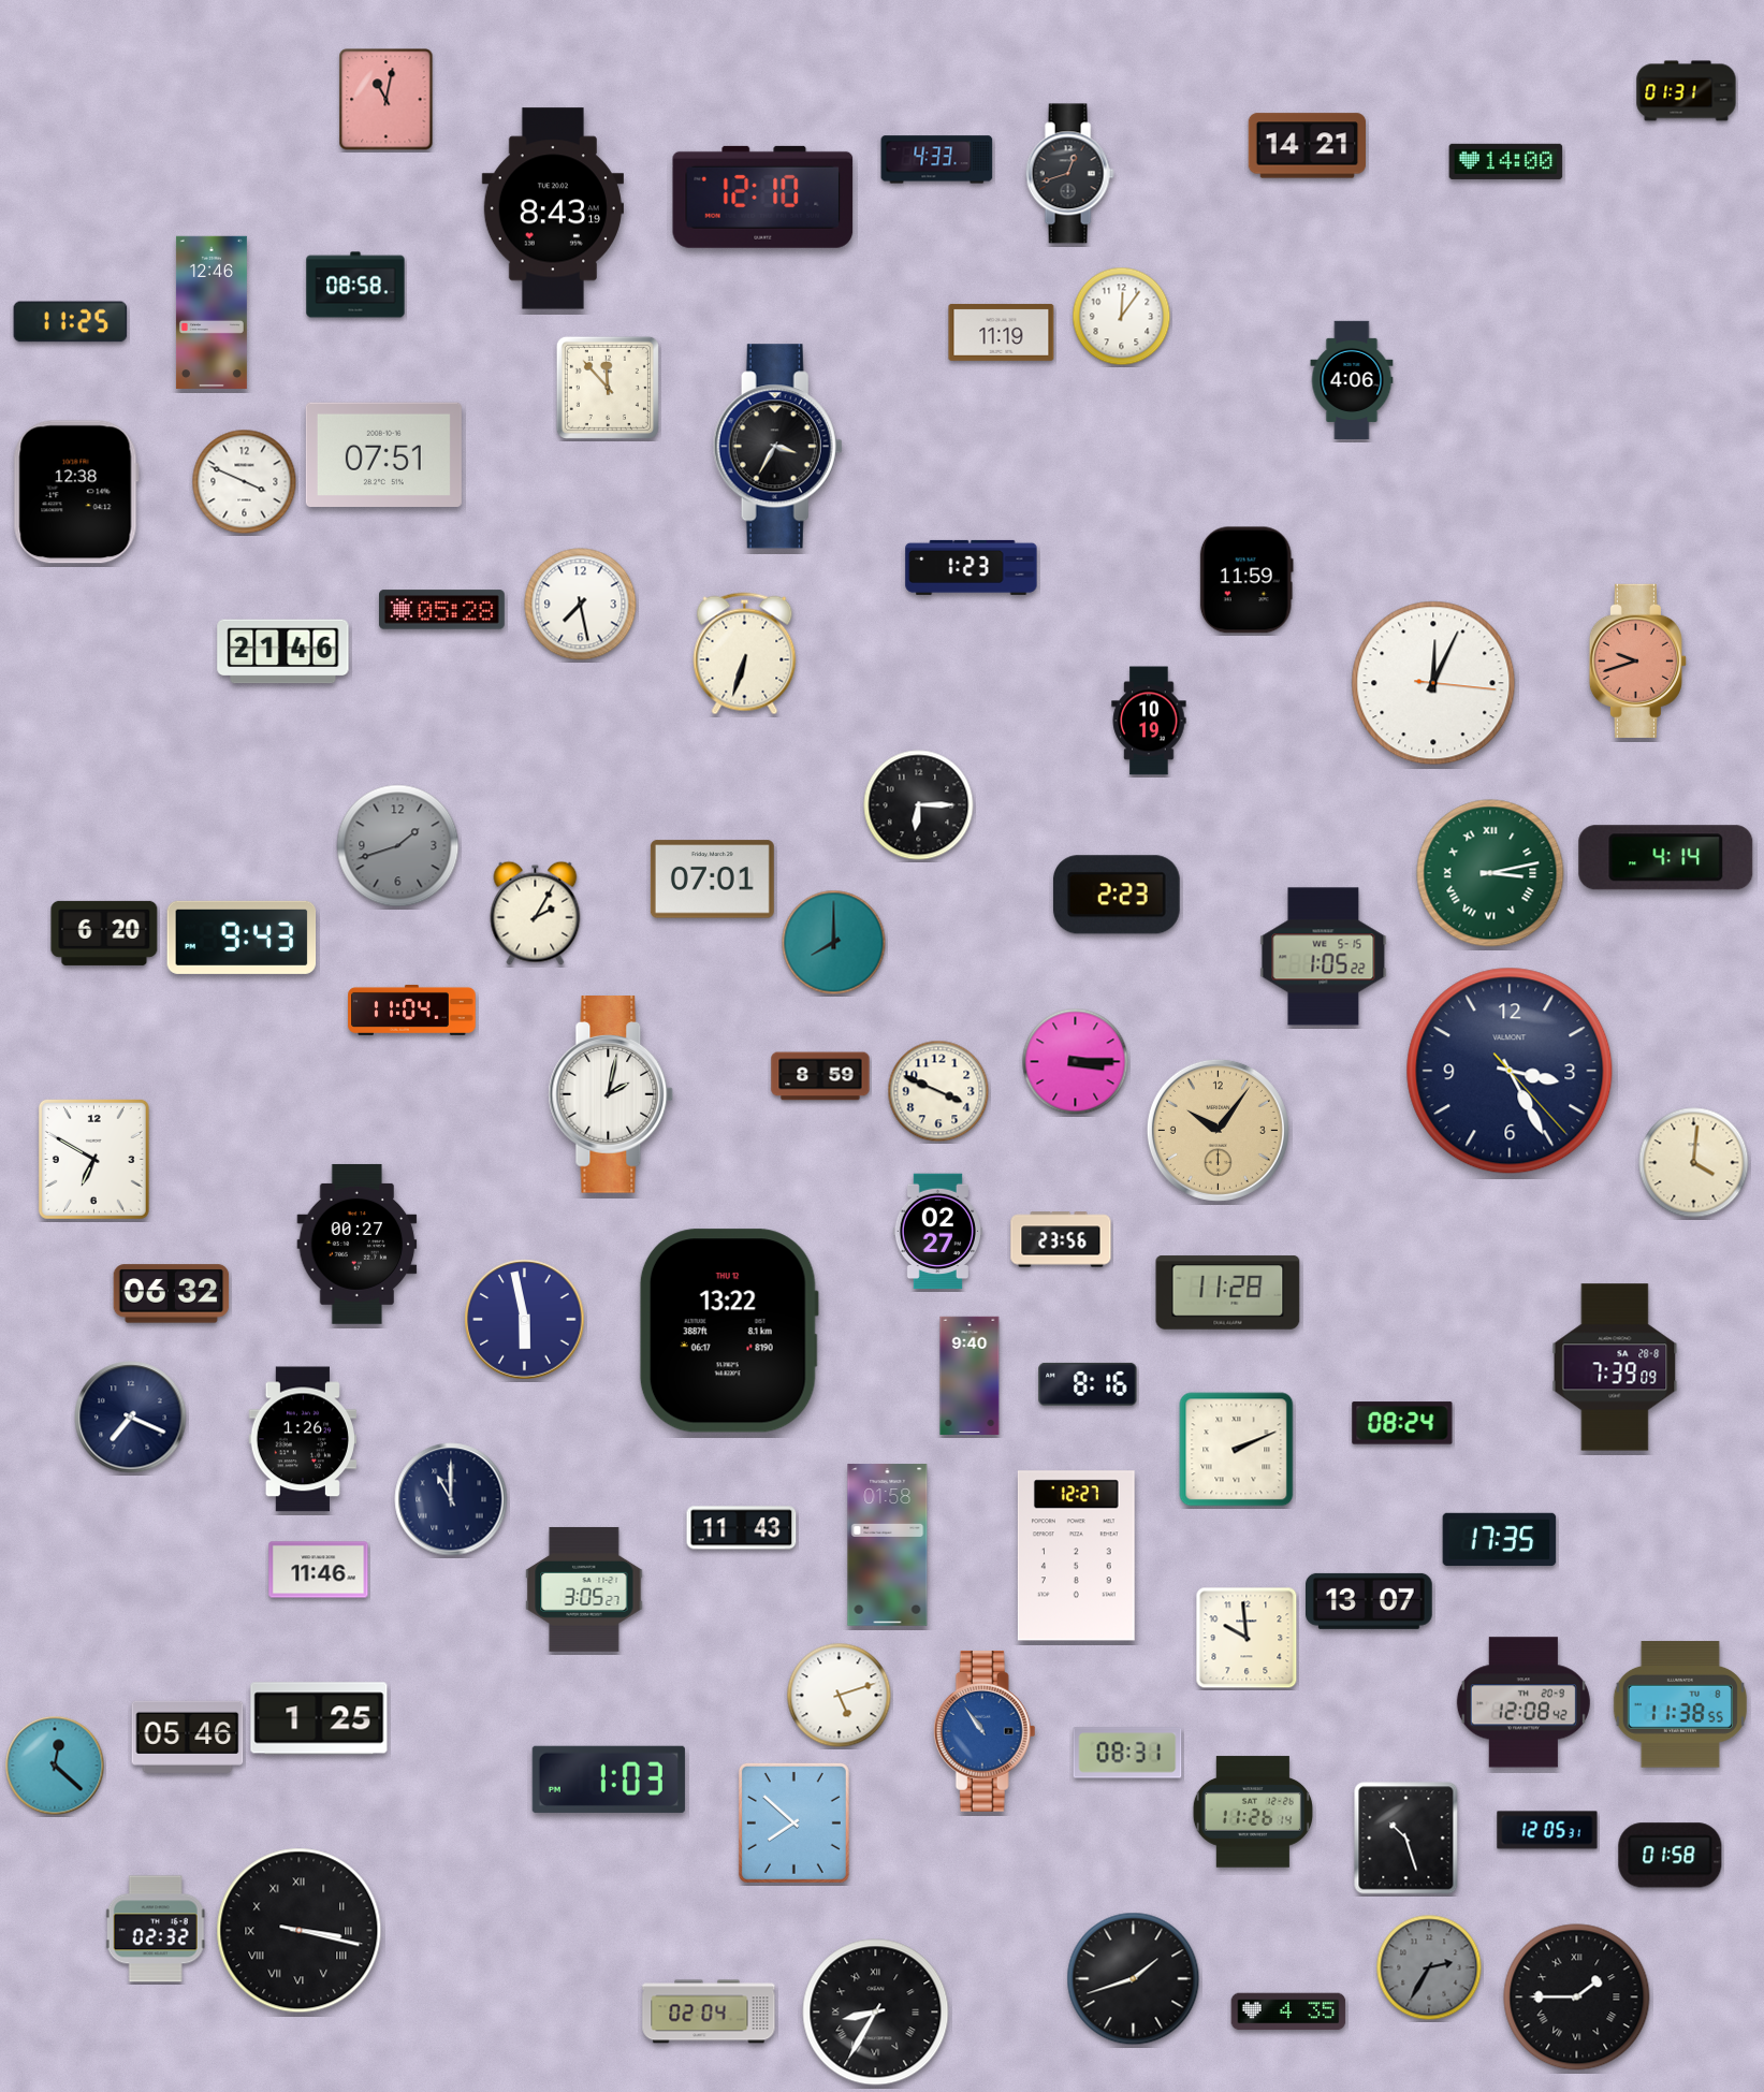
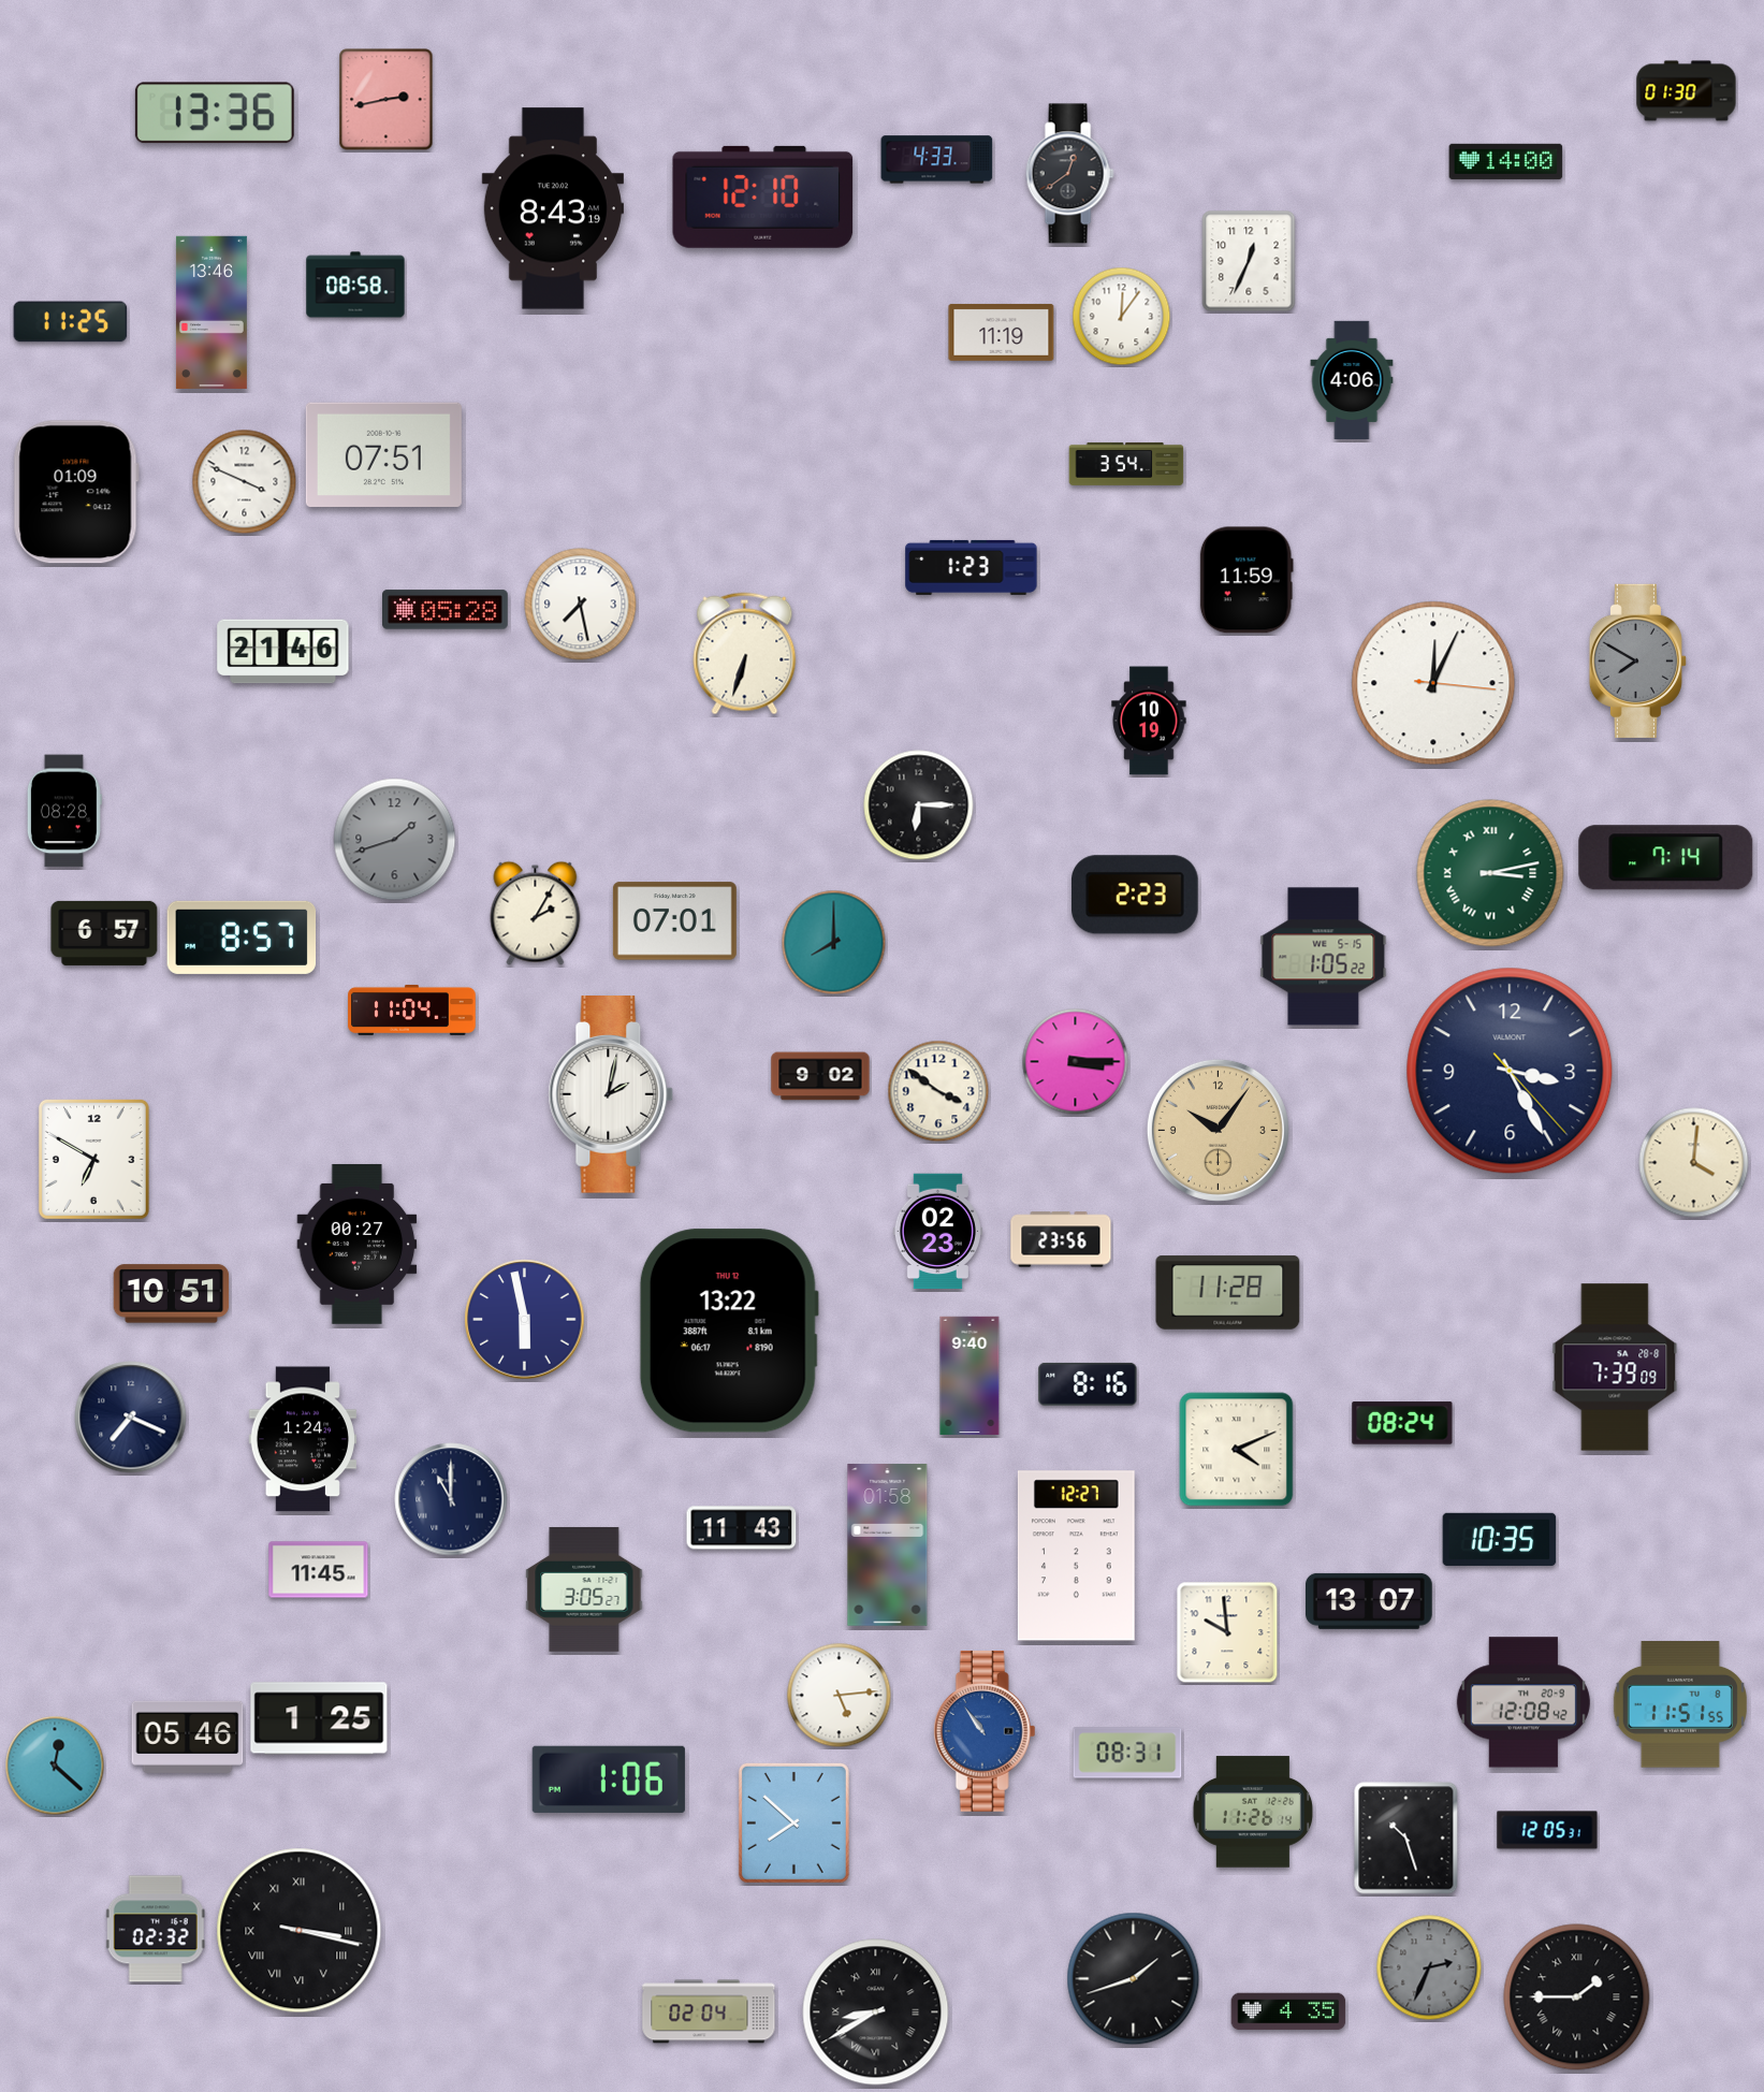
clock at (1687, 91): 01:31 -> 01:30
clock at (387, 100): 11:02 -> 2:43
clock at (215, 113): none -> 13:36
clock at (1307, 146): 14:21 -> none
clock at (1069, 174): 12:42 -> 12:39
clock at (1249, 261): none -> 12:34
clock at (212, 313): 12:46 -> 13:46
clock at (608, 388): 11:53 -> none
clock at (777, 447): 3:35 -> none
clock at (1126, 464): none -> 3:54
clock at (76, 492): 12:38 -> 01:09
clock at (442, 610) position: (442, 610) -> (446, 610)
clock at (1637, 660): 9:42 -> 7:50
clock at (1637, 660) dial: salmon -> grey
clock at (64, 811): none -> 08:28
clock at (398, 846) position: (398, 846) -> (395, 840)
clock at (1666, 858): 4:14 -> 7:14
clock at (712, 880) position: (712, 880) -> (674, 921)
clock at (1117, 895) position: (1117, 895) -> (1135, 895)
clock at (104, 933): 6:20 -> 6:57
clock at (242, 938): 9:43 -> 8:57
clock at (820, 1076): 8:59 -> 9:02
clock at (938, 1091): 3:49 -> 3:51
clock at (937, 1232): 02:27 -> 02:23
clock at (172, 1294): 06:32 -> 10:51
clock at (302, 1439): 1:26 -> 1:24
clock at (1237, 1450): 2:11 -> 4:11
clock at (1500, 1539): 17:35 -> 10:35
clock at (319, 1570): 11:46 -> 11:45
clock at (1247, 1638) position: (1247, 1638) -> (1227, 1632)
clock at (840, 1696): 5:12 -> 5:14
clock at (1680, 1704): 11:38 -> 11:51
clock at (609, 1779): 1:03 -> 1:06
clock at (1671, 1856): 01:58 -> none
clock at (1429, 1967): 2:35 -> 2:34
clock at (876, 2013): 8:35 -> 8:40
